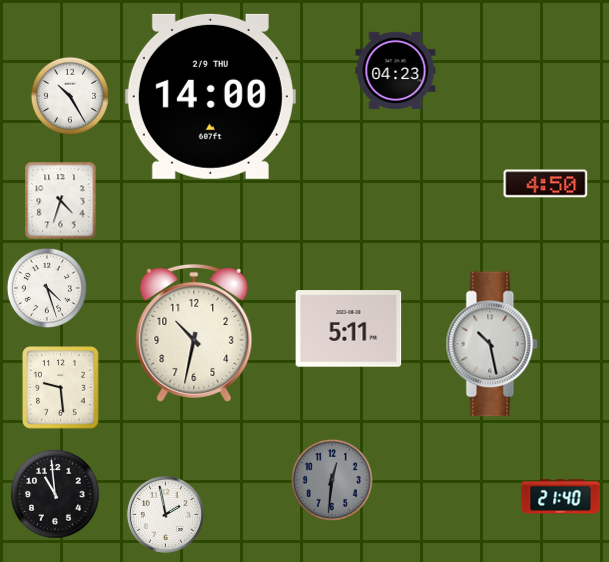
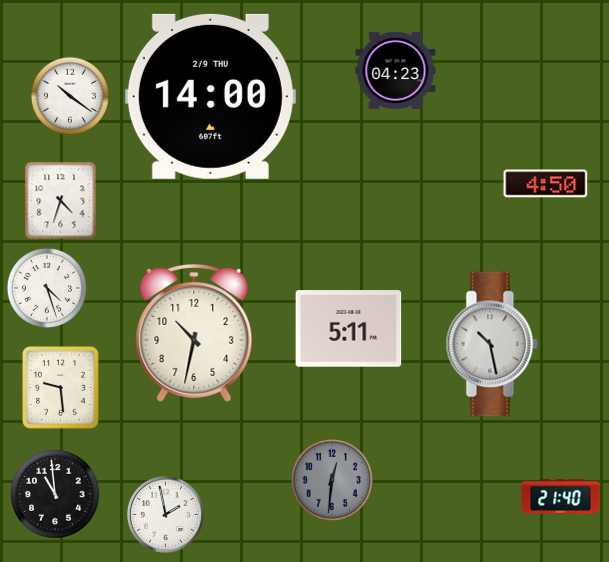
clock at (70, 96): 10:25 -> 10:21
